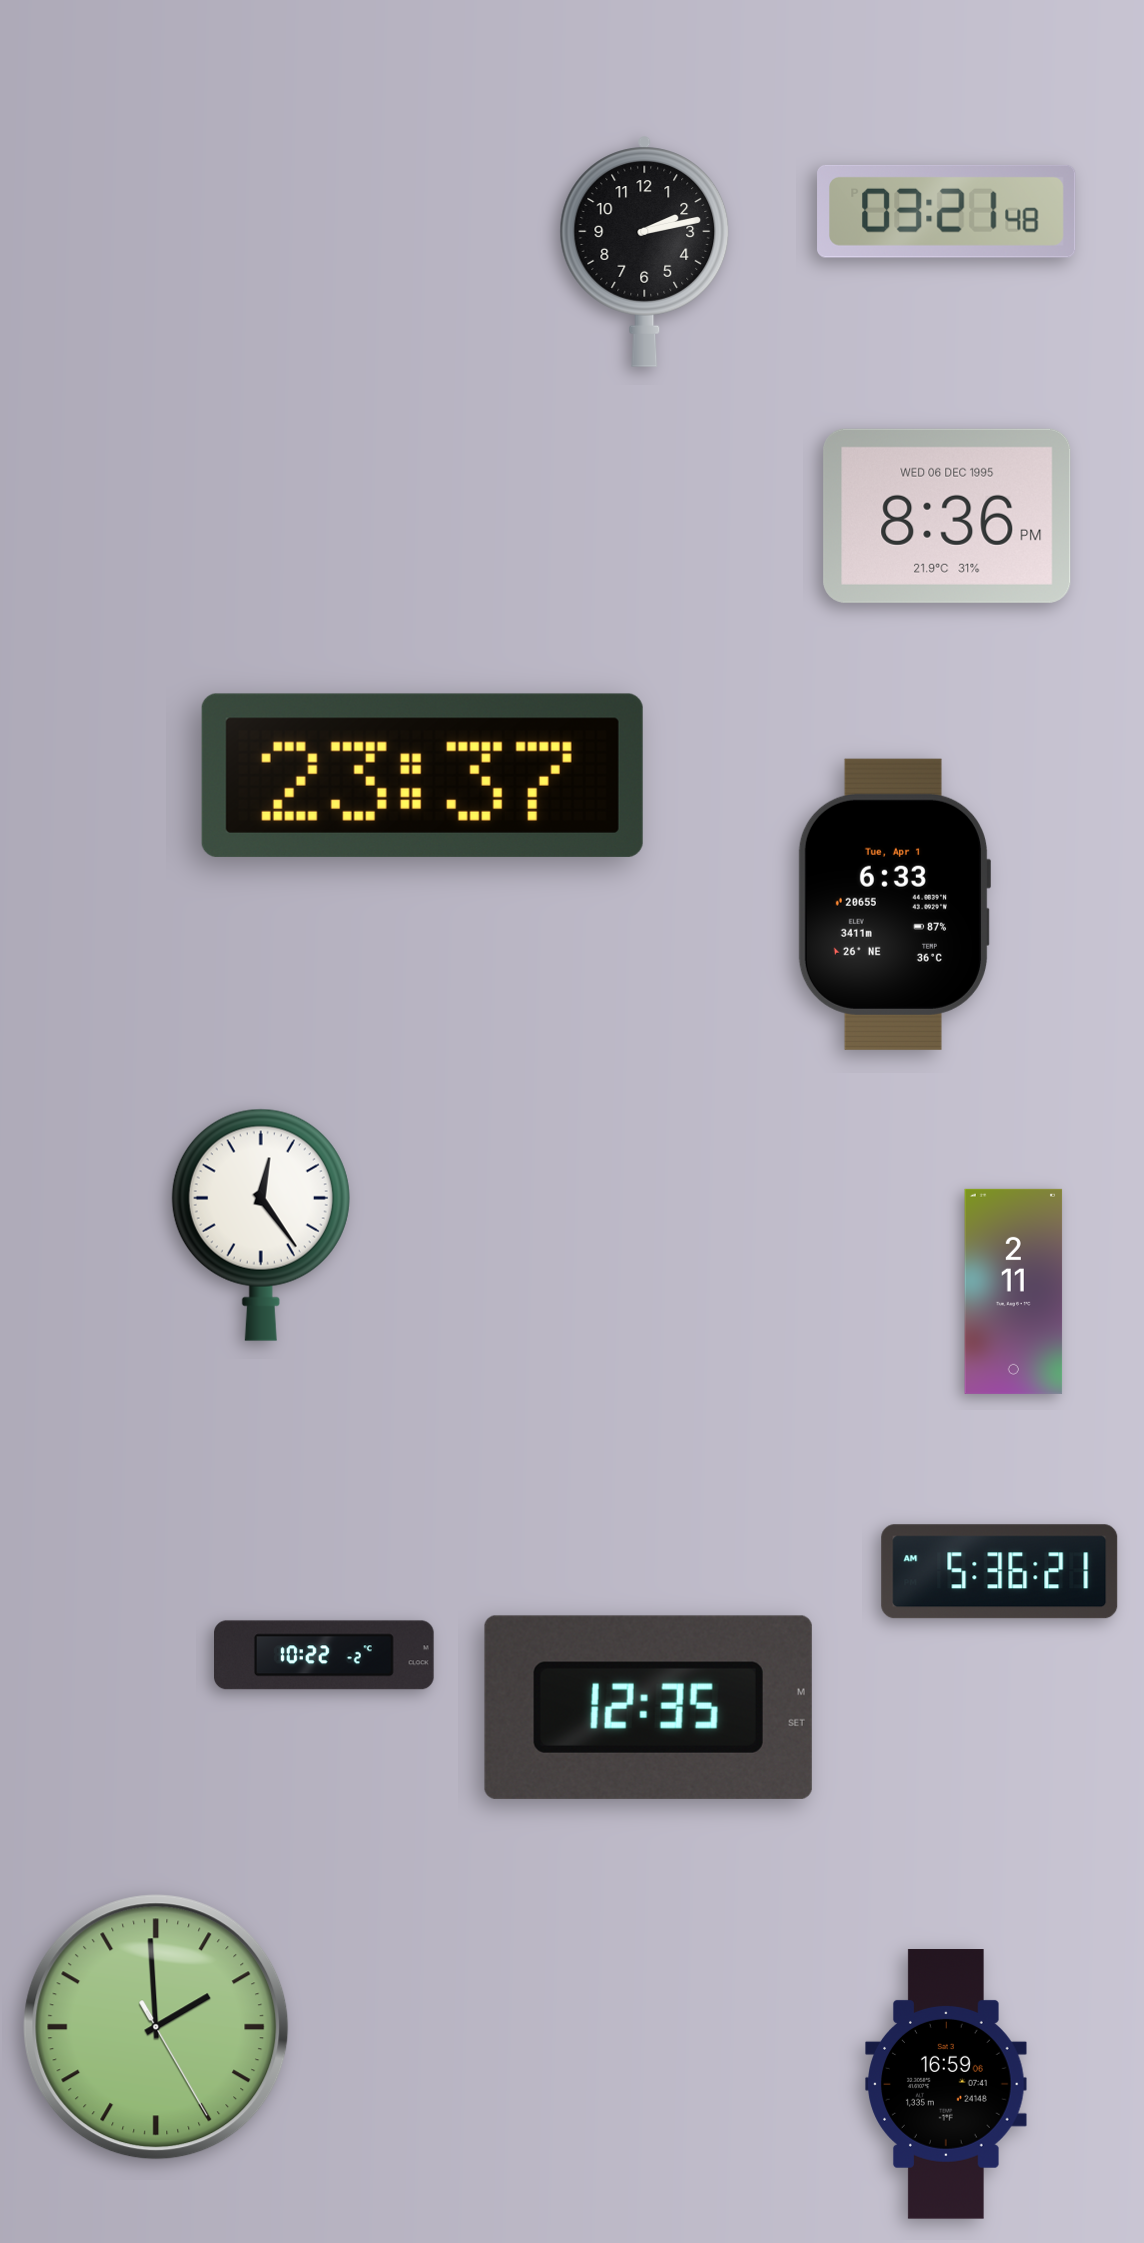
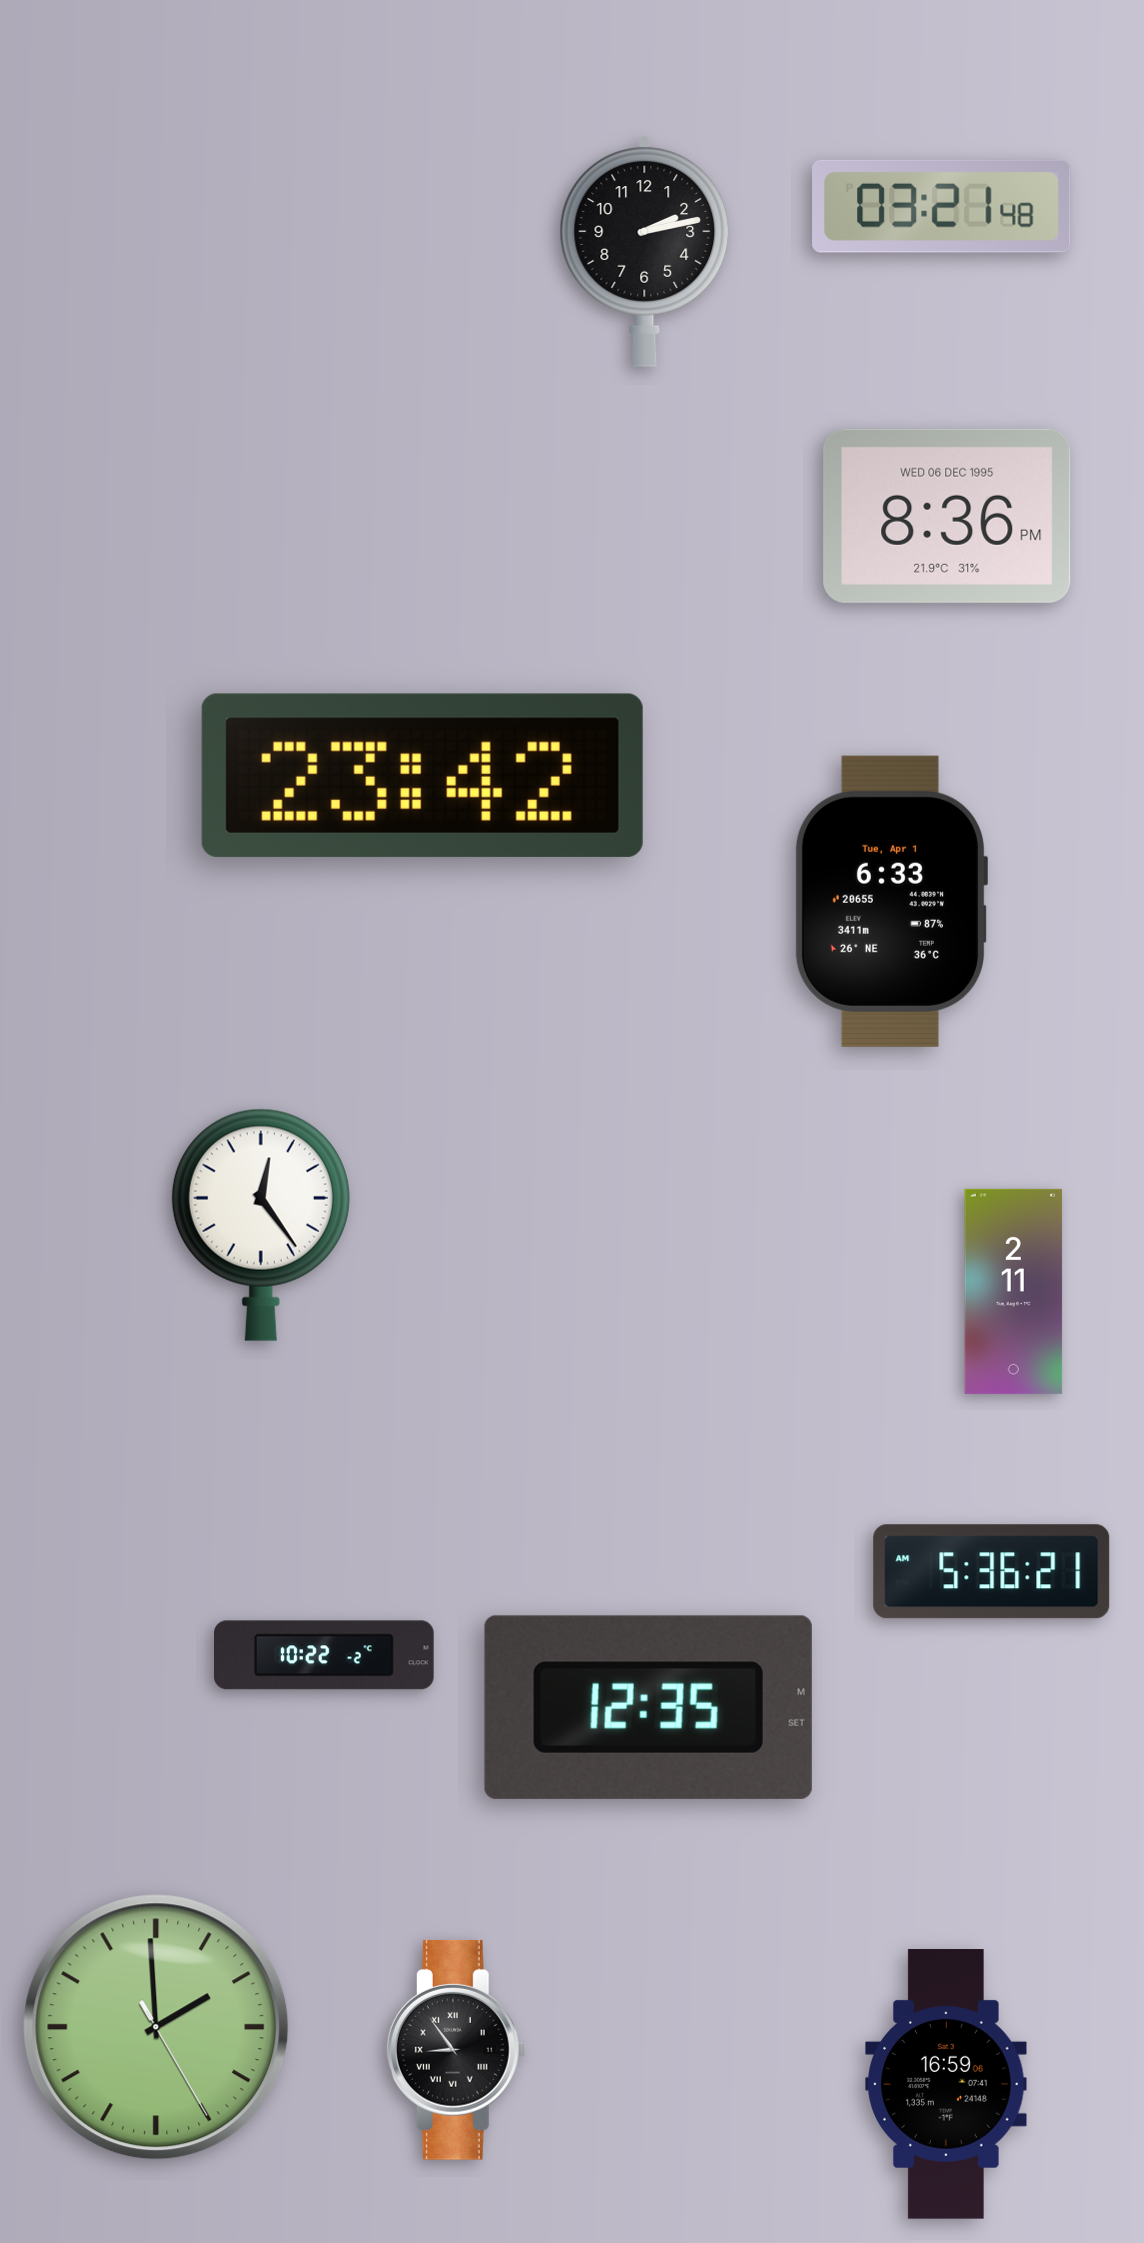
clock at (947, 211) position: (947, 211) -> (942, 206)
clock at (422, 775): 23:37 -> 23:42
clock at (893, 904) position: (893, 904) -> (890, 901)
clock at (1000, 1572) position: (1000, 1572) -> (992, 1572)
clock at (456, 2050): none -> 8:54
